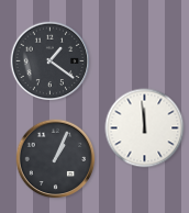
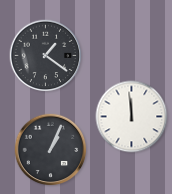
clock at (56, 159) position: (56, 159) -> (51, 150)
